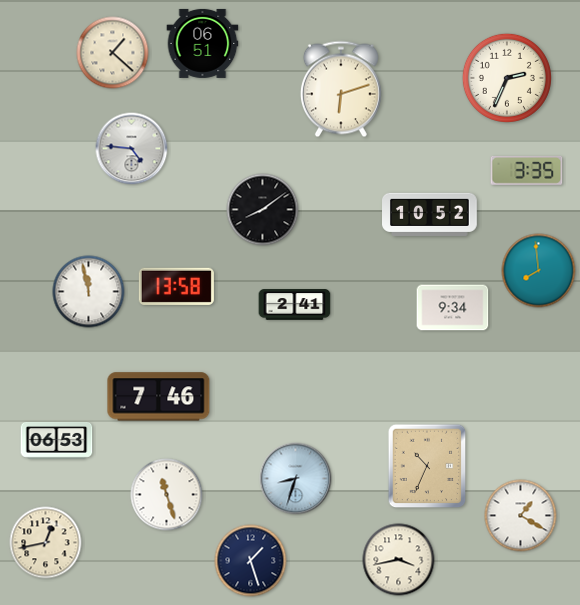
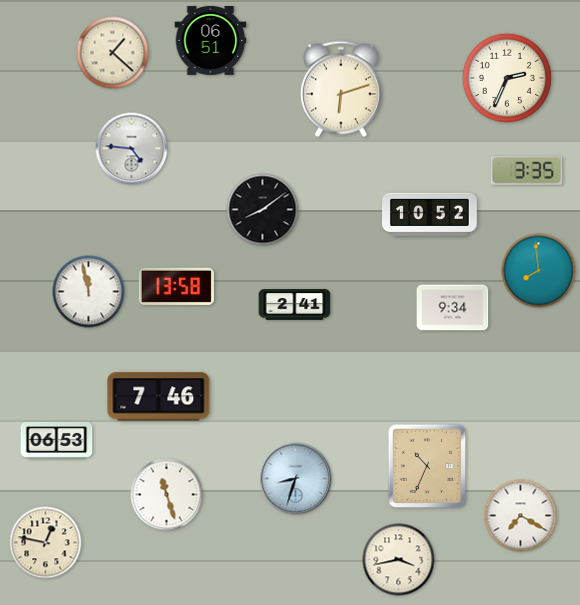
clock at (203, 43) position: (203, 43) -> (211, 40)
clock at (521, 516): 1:20 -> 7:20
clock at (46, 543): 12:43 -> 12:47
clock at (251, 561): 1:27 -> none
